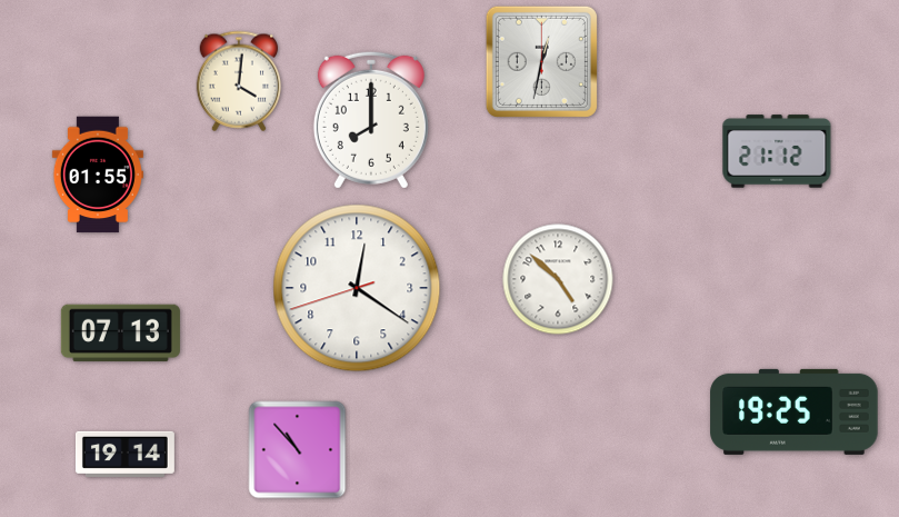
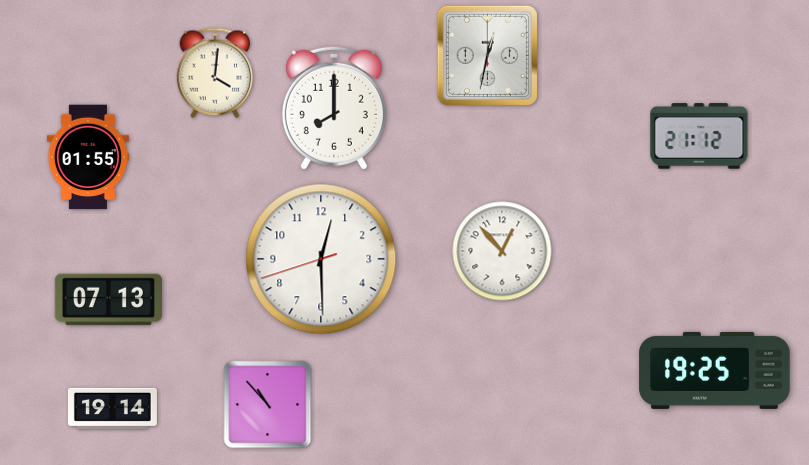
clock at (558, 279): 4:52 -> 12:53
clock at (357, 288): 12:20 -> 12:29
